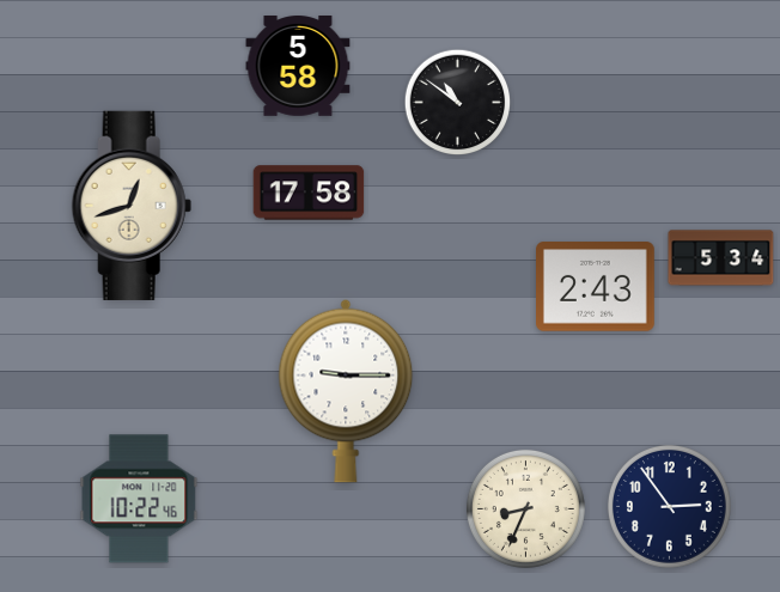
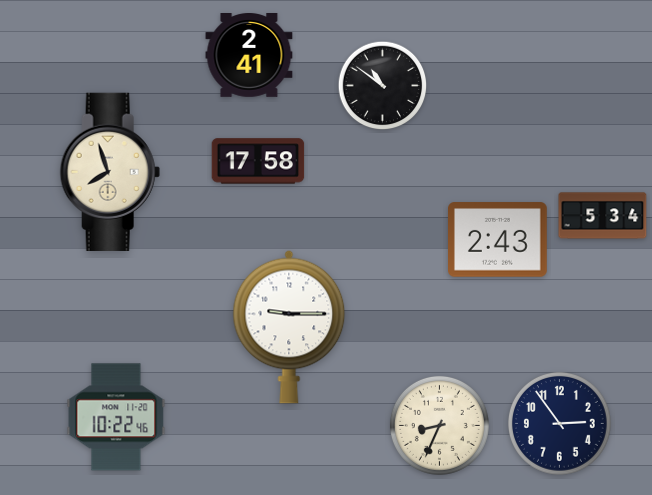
clock at (298, 67): 5:58 -> 2:41
clock at (132, 206): 12:42 -> 7:57
